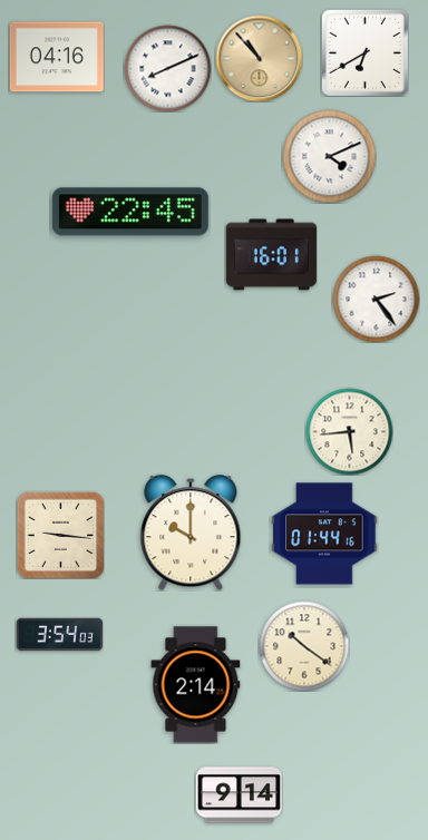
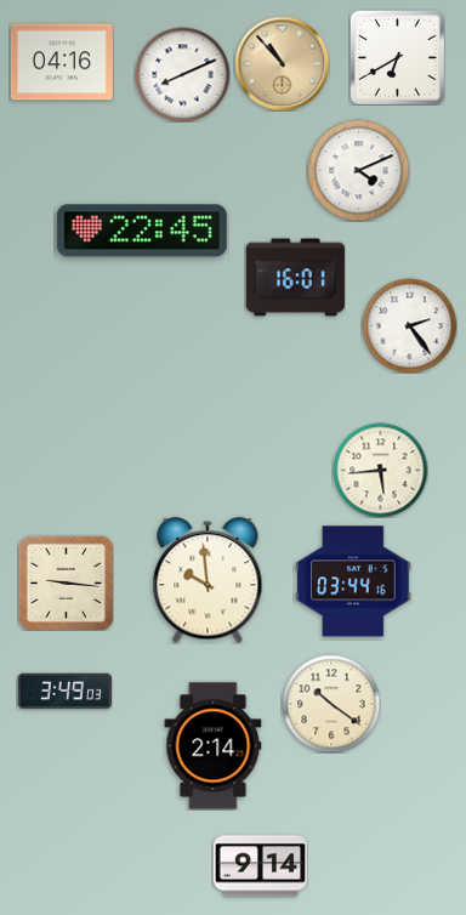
clock at (191, 533): 10:00 -> 9:59
clock at (324, 534): 01:44 -> 03:44
clock at (59, 635): 3:54 -> 3:49
